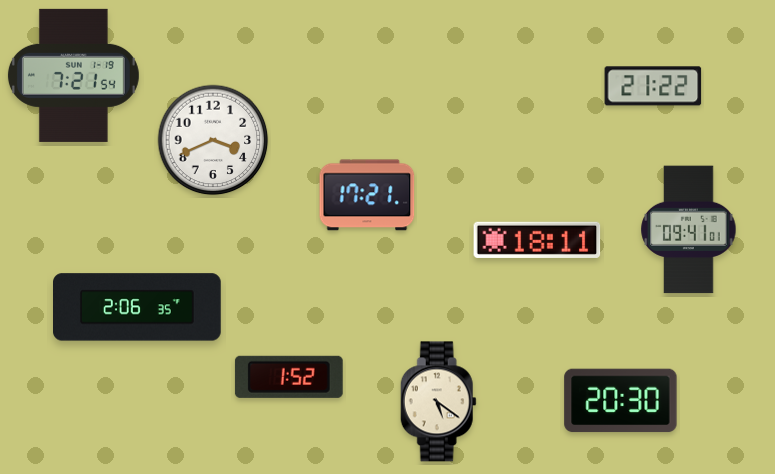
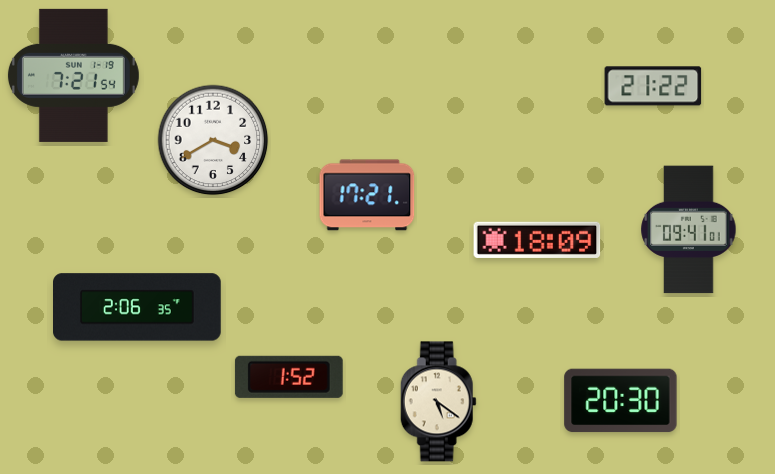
clock at (213, 140): 3:41 -> 3:40
clock at (537, 240): 18:11 -> 18:09
